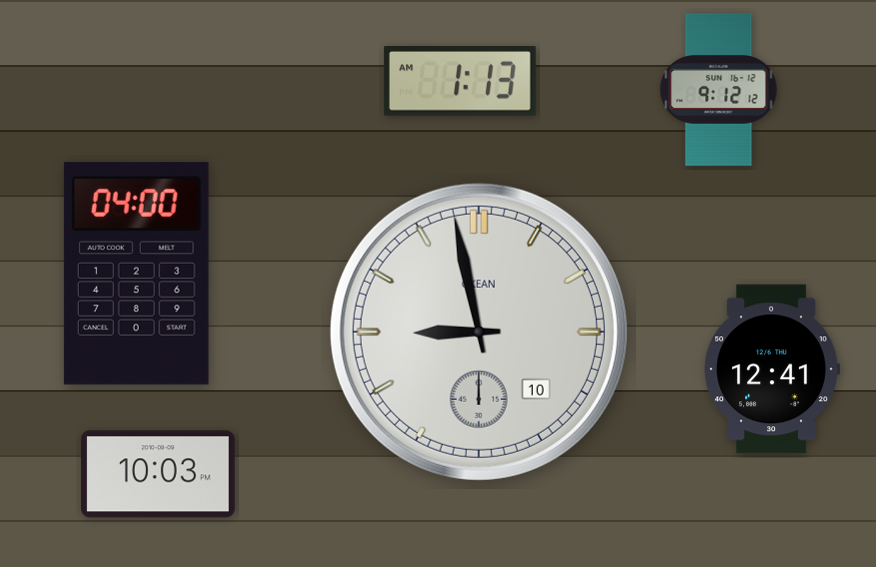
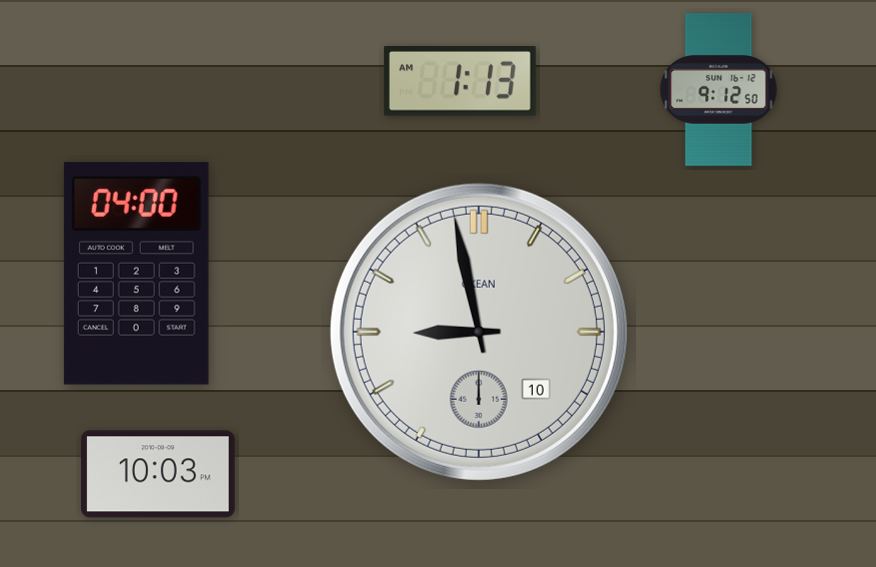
clock at (719, 90): 9:12:12 -> 9:12:50
clock at (772, 369): 12:41 -> none
